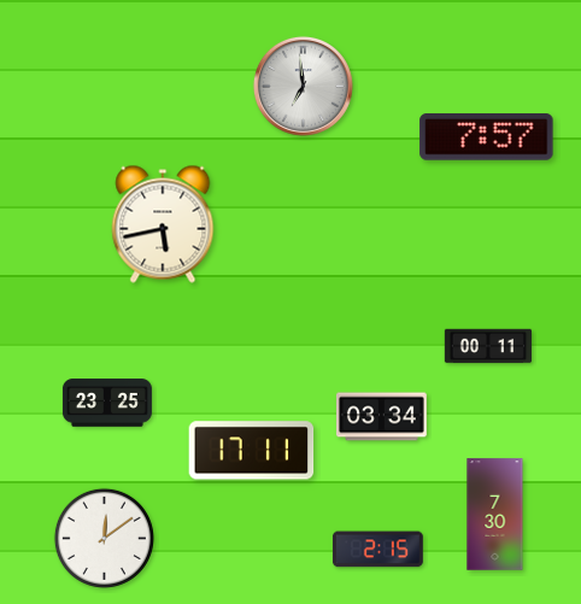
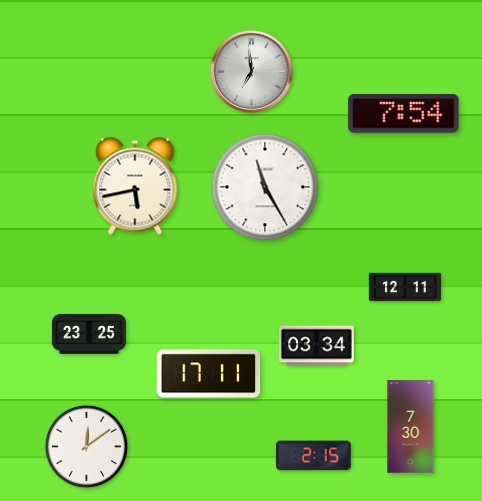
clock at (487, 137): 7:57 -> 7:54
clock at (265, 187): none -> 11:25
clock at (488, 346): 00:11 -> 12:11
